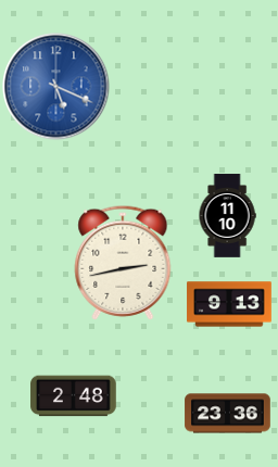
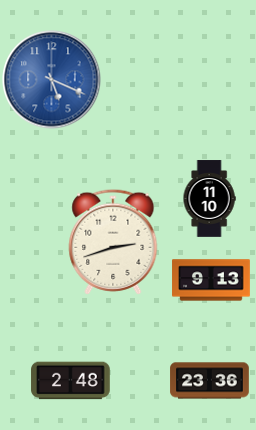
clock at (123, 263): 2:43 -> 2:42
clock at (74, 396) position: (74, 396) -> (71, 381)
